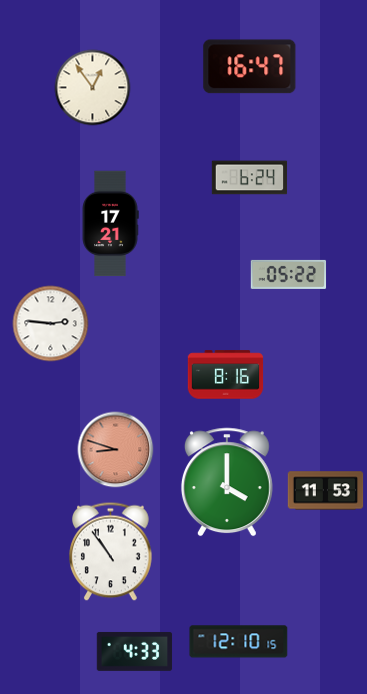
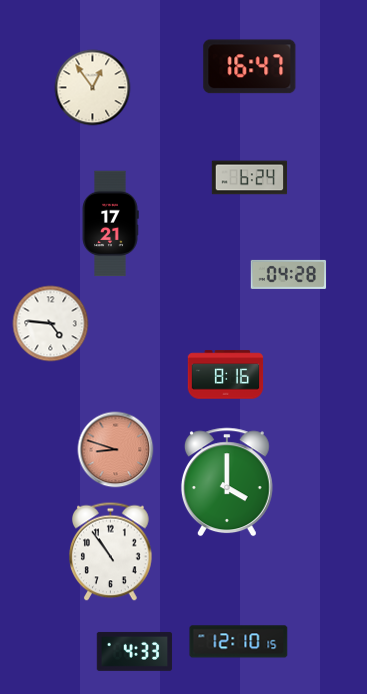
clock at (289, 274): 05:22 -> 04:28
clock at (51, 324): 2:46 -> 4:46
clock at (326, 491): 11:53 -> none
